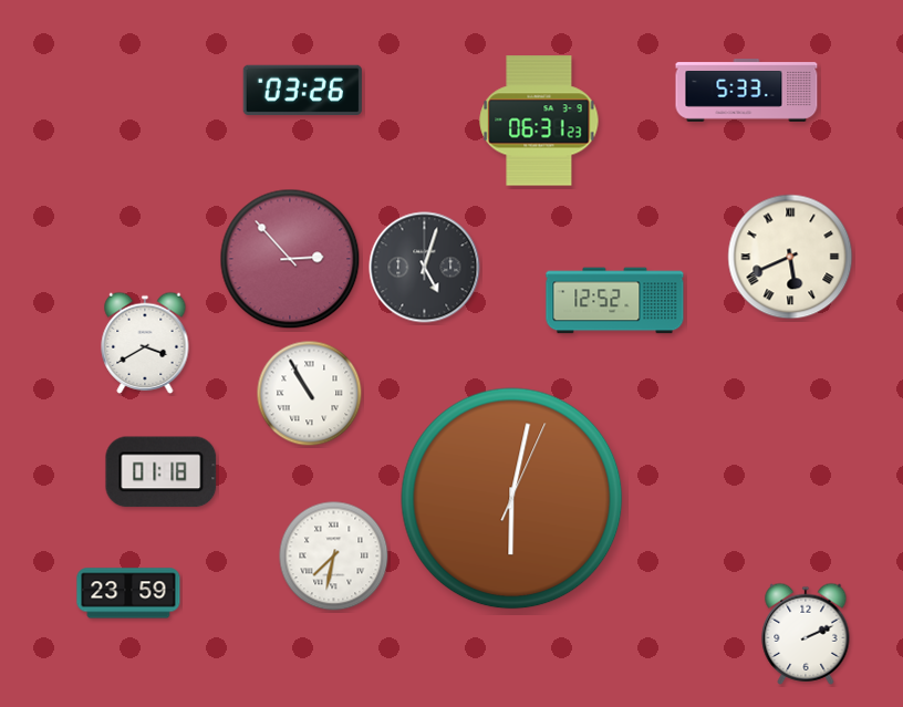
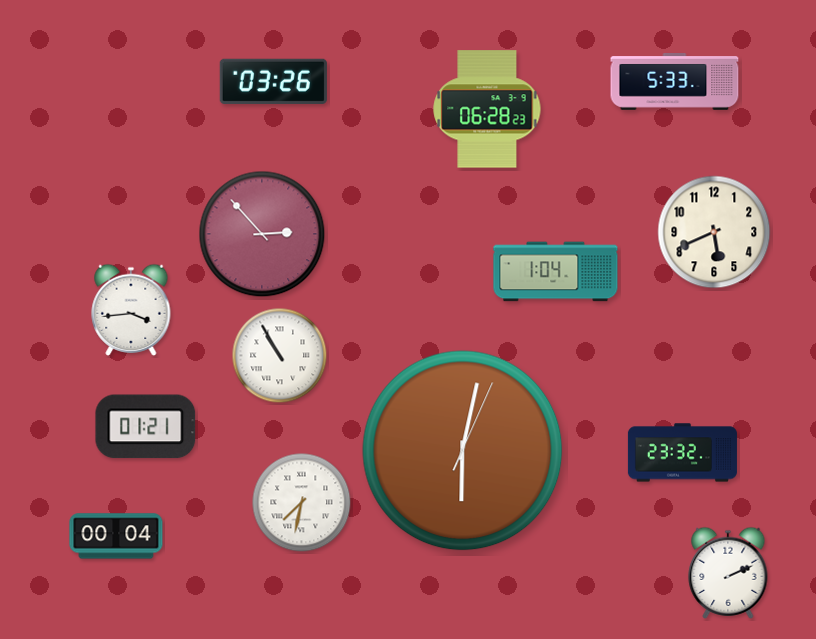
clock at (539, 121): 06:31 -> 06:28
clock at (790, 257) numerals: Roman -> Arabic
clock at (425, 268): 5:03 -> none
clock at (615, 301): 12:52 -> 1:04
clock at (145, 343): 3:40 -> 3:44
clock at (162, 472): 01:18 -> 01:21
clock at (682, 453): none -> 23:32
clock at (128, 593): 23:59 -> 00:04
